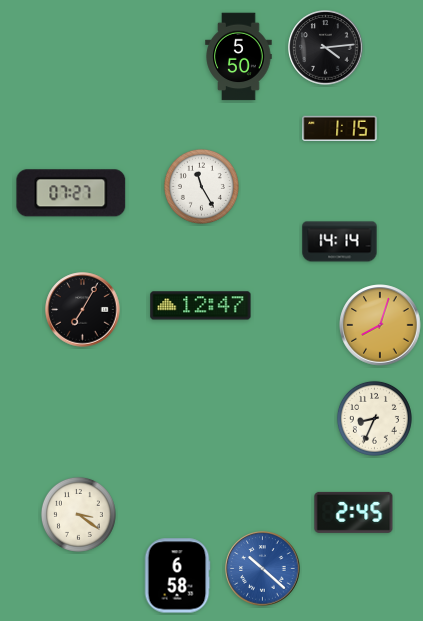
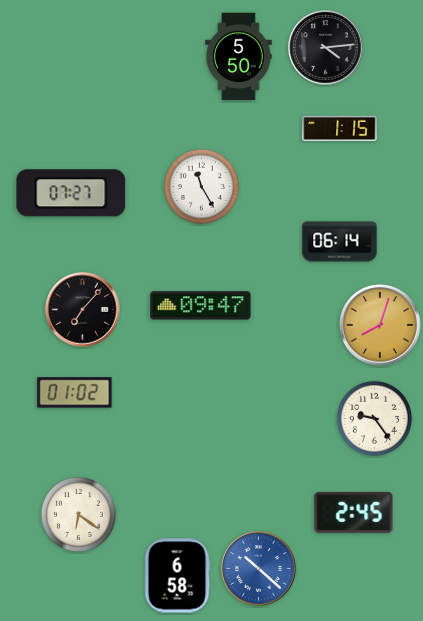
clock at (340, 242): 14:14 -> 06:14
clock at (201, 306): 12:47 -> 09:47
clock at (83, 310): 7:05 -> 7:07
clock at (75, 393): none -> 01:02
clock at (374, 418): 8:34 -> 9:24
clock at (78, 514): 3:21 -> 6:21
clock at (263, 569) position: (263, 569) -> (259, 569)
